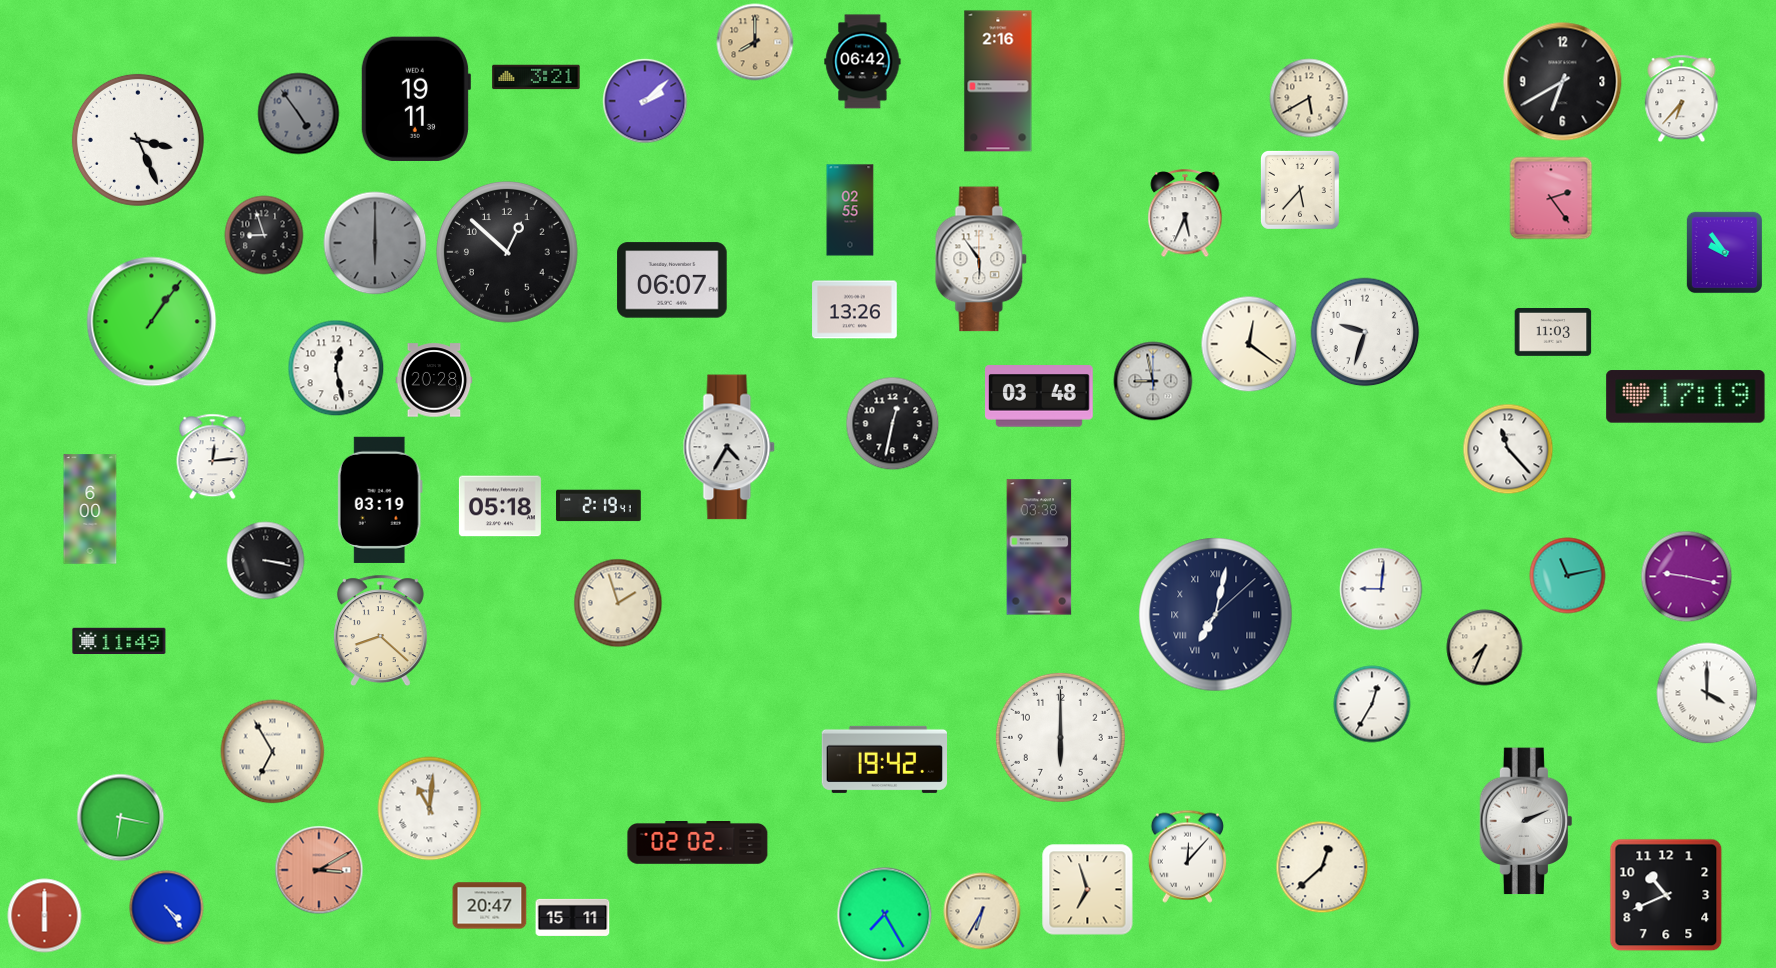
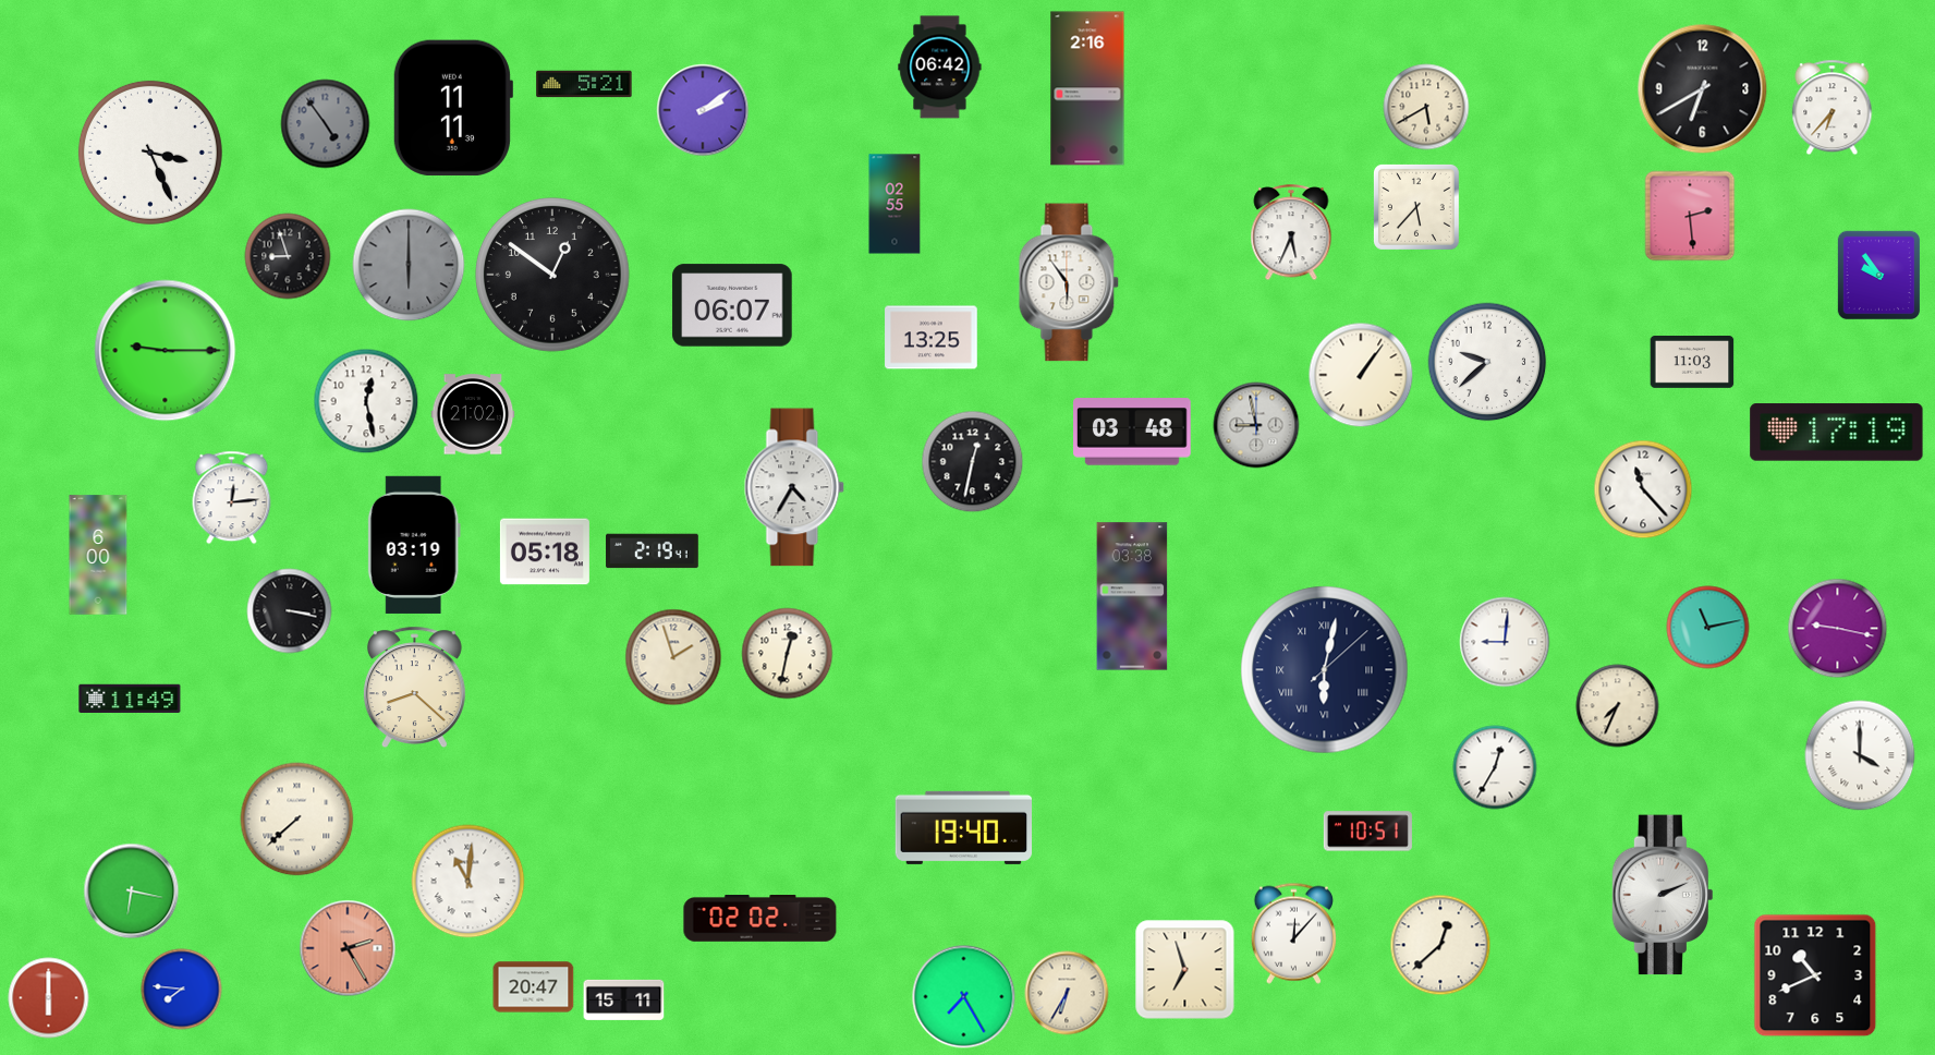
clock at (755, 42): 8:00 -> none
clock at (536, 77): 3:21 -> 5:21
clock at (415, 99): 19:11 -> 11:11
clock at (645, 101): 2:08 -> 2:09
clock at (1551, 198): 2:24 -> 2:29
clock at (850, 210) position: (850, 210) -> (895, 204)
clock at (508, 253): 12:52 -> 12:51
clock at (855, 310): 13:26 -> 13:25
clock at (152, 322): 1:06 -> 9:15
clock at (1365, 332): 9:33 -> 9:38
clock at (1249, 344): 12:21 -> 1:06
clock at (434, 380): 20:28 -> 21:02
clock at (1153, 381) position: (1153, 381) -> (1256, 425)
clock at (788, 654): none -> 12:32
clock at (1216, 615): 7:02 -> 6:02
clock at (1060, 737): 6:00 -> none
clock at (273, 752): 6:55 -> 7:38
clock at (884, 759): 19:42 -> 19:40
clock at (1367, 832): none -> 10:51
clock at (319, 870): 3:10 -> 2:25
clock at (167, 908): 4:24 -> 7:46
clock at (982, 911) position: (982, 911) -> (1067, 993)
